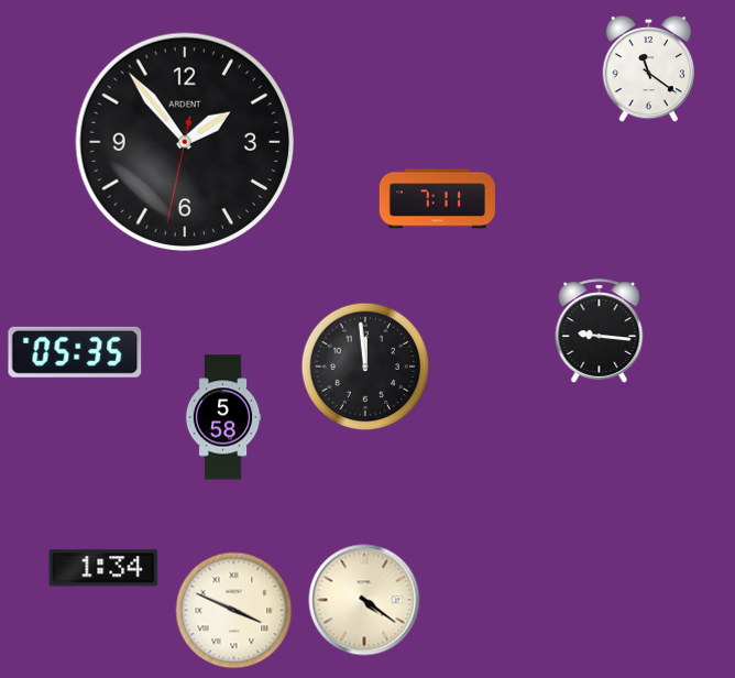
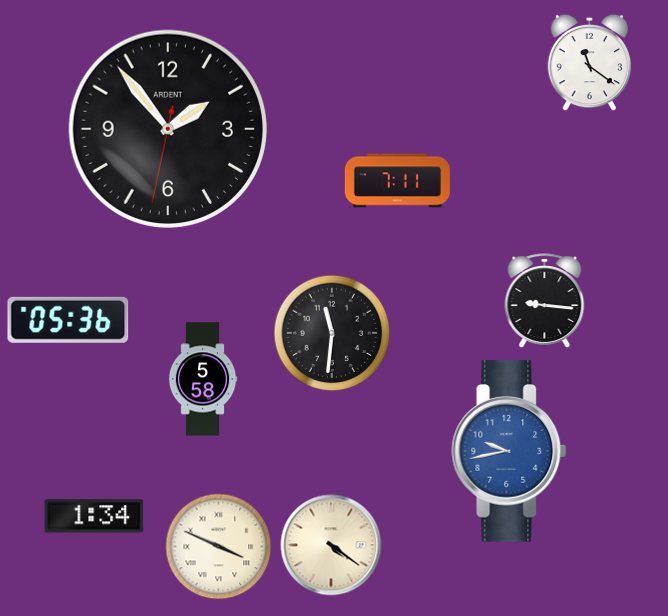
clock at (75, 352): 05:35 -> 05:36
clock at (365, 367): 11:59 -> 11:31
clock at (509, 451): none -> 9:43
clock at (234, 611) position: (234, 611) -> (219, 547)
